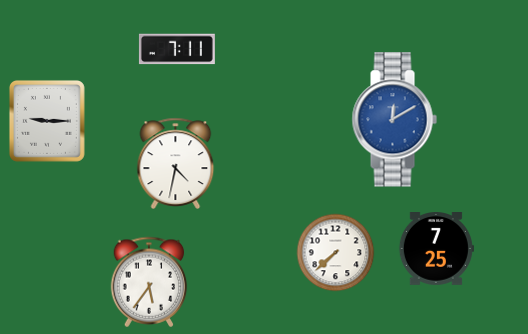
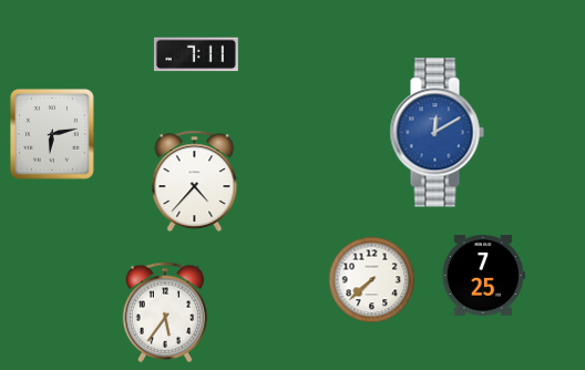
clock at (47, 121): 9:15 -> 6:13
clock at (176, 163): 4:32 -> 4:37
